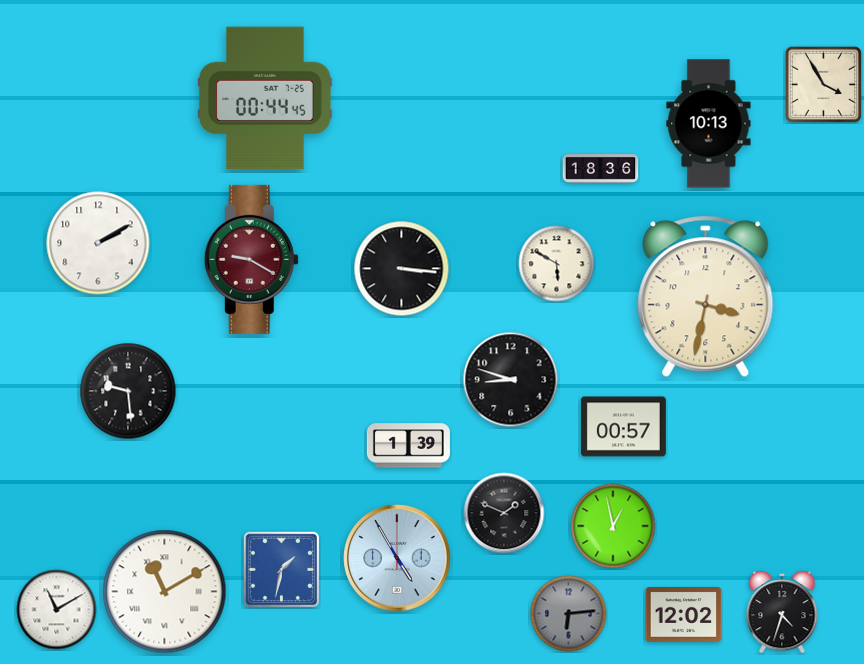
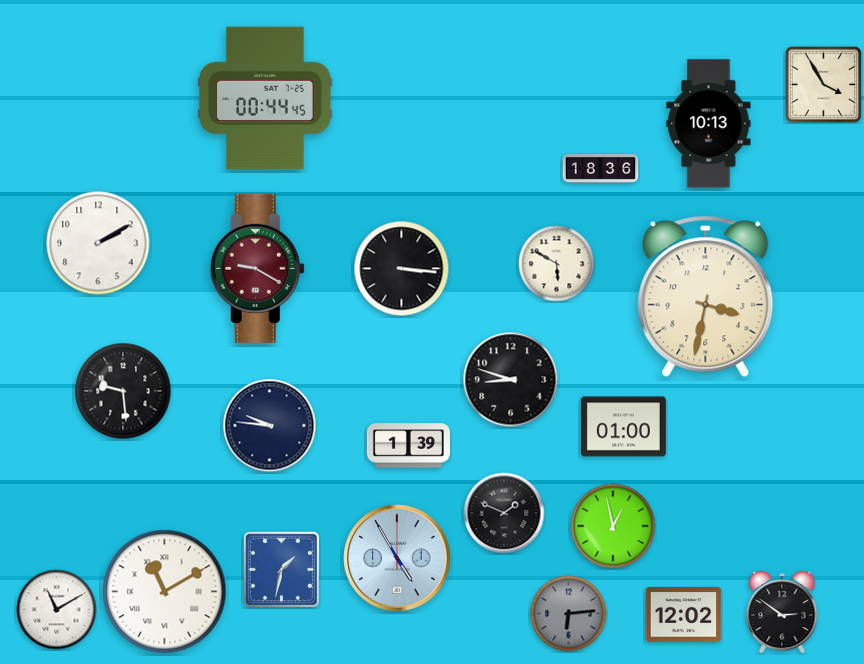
clock at (251, 259) position: (251, 259) -> (257, 268)
clock at (128, 391) position: (128, 391) -> (123, 391)
clock at (270, 426): none -> 9:46
clock at (623, 427): 00:57 -> 01:00
clock at (782, 612): 4:33 -> 2:51
